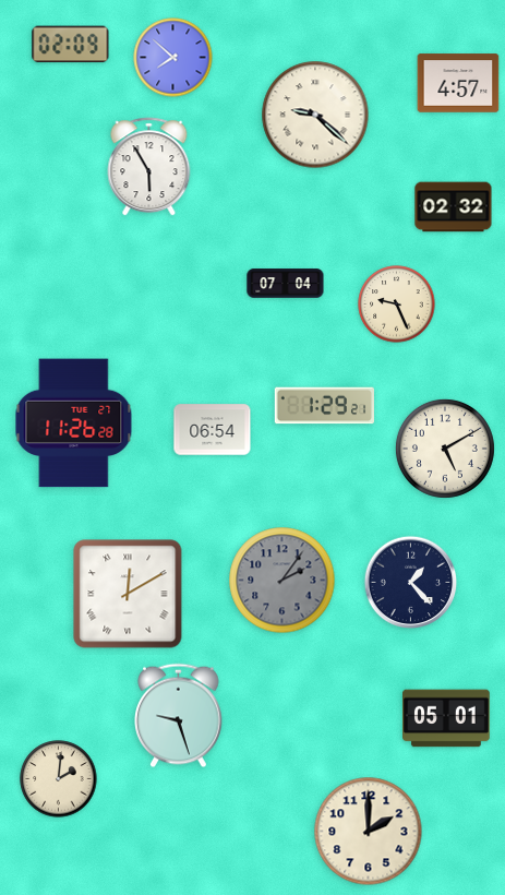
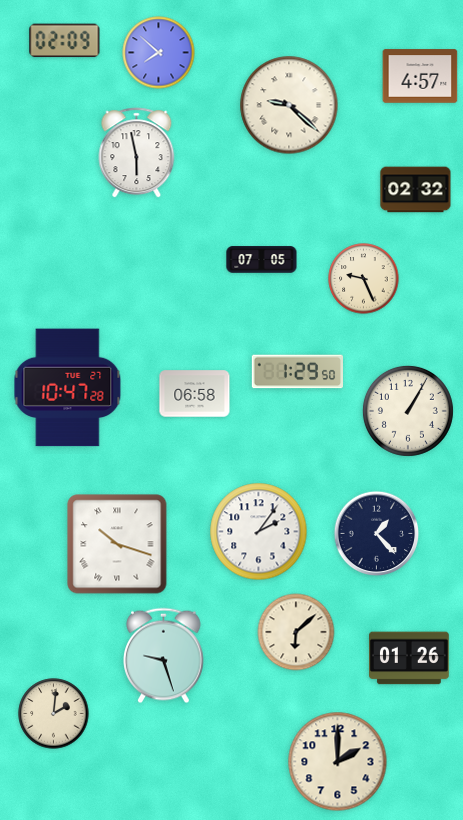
clock at (149, 167): 5:55 -> 5:58
clock at (286, 284): 07:04 -> 07:05
clock at (324, 406): 1:29:21 -> 1:29:50
clock at (74, 423): 11:26 -> 10:47
clock at (213, 430): 06:54 -> 06:58
clock at (445, 449): 5:10 -> 1:05
clock at (282, 581) dial: grey -> white
clock at (128, 594): 12:10 -> 10:18
clock at (296, 632): none -> 6:08
clock at (447, 718): 05:01 -> 01:26
